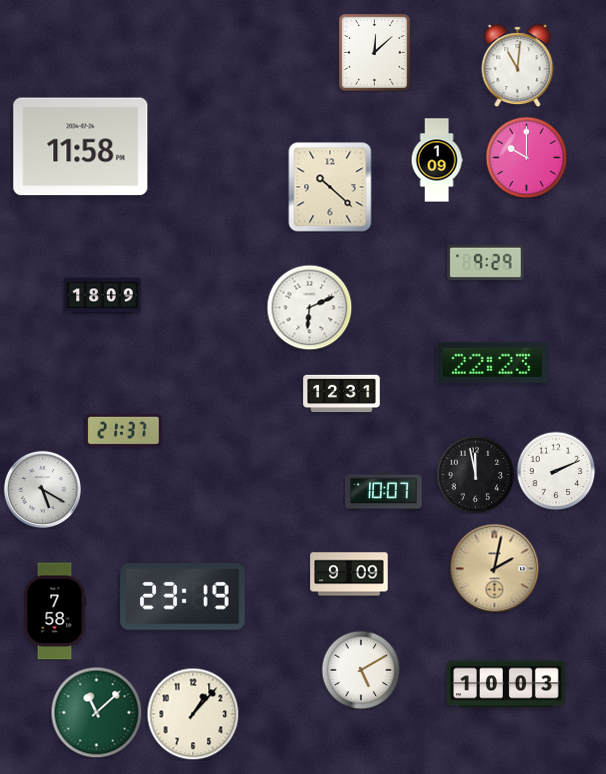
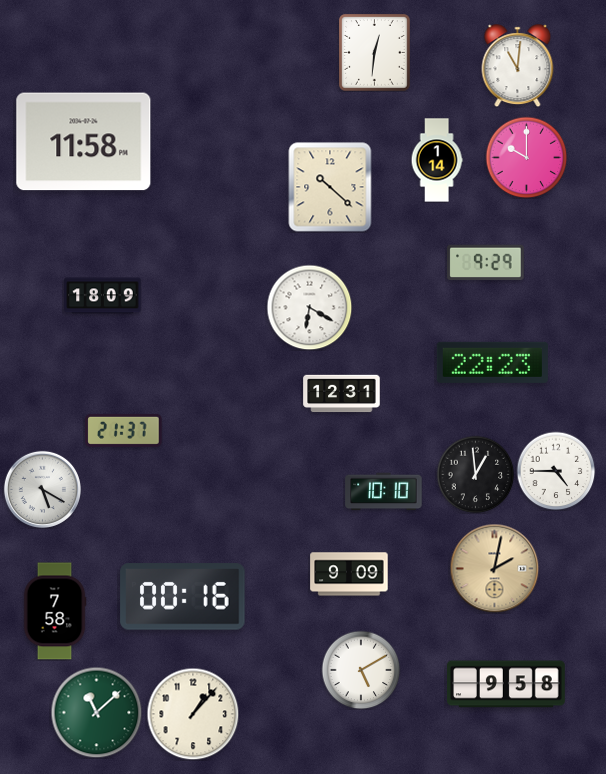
clock at (375, 53): 12:08 -> 12:31
clock at (81, 147) position: (81, 147) -> (84, 142)
clock at (437, 160): 1:09 -> 1:14
clock at (309, 307): 6:11 -> 6:20
clock at (556, 471): 2:11 -> 4:45
clock at (475, 474): 11:58 -> 12:59
clock at (384, 492): 10:07 -> 10:10
clock at (183, 597): 23:19 -> 00:16
clock at (507, 684): 10:03 -> 9:58
